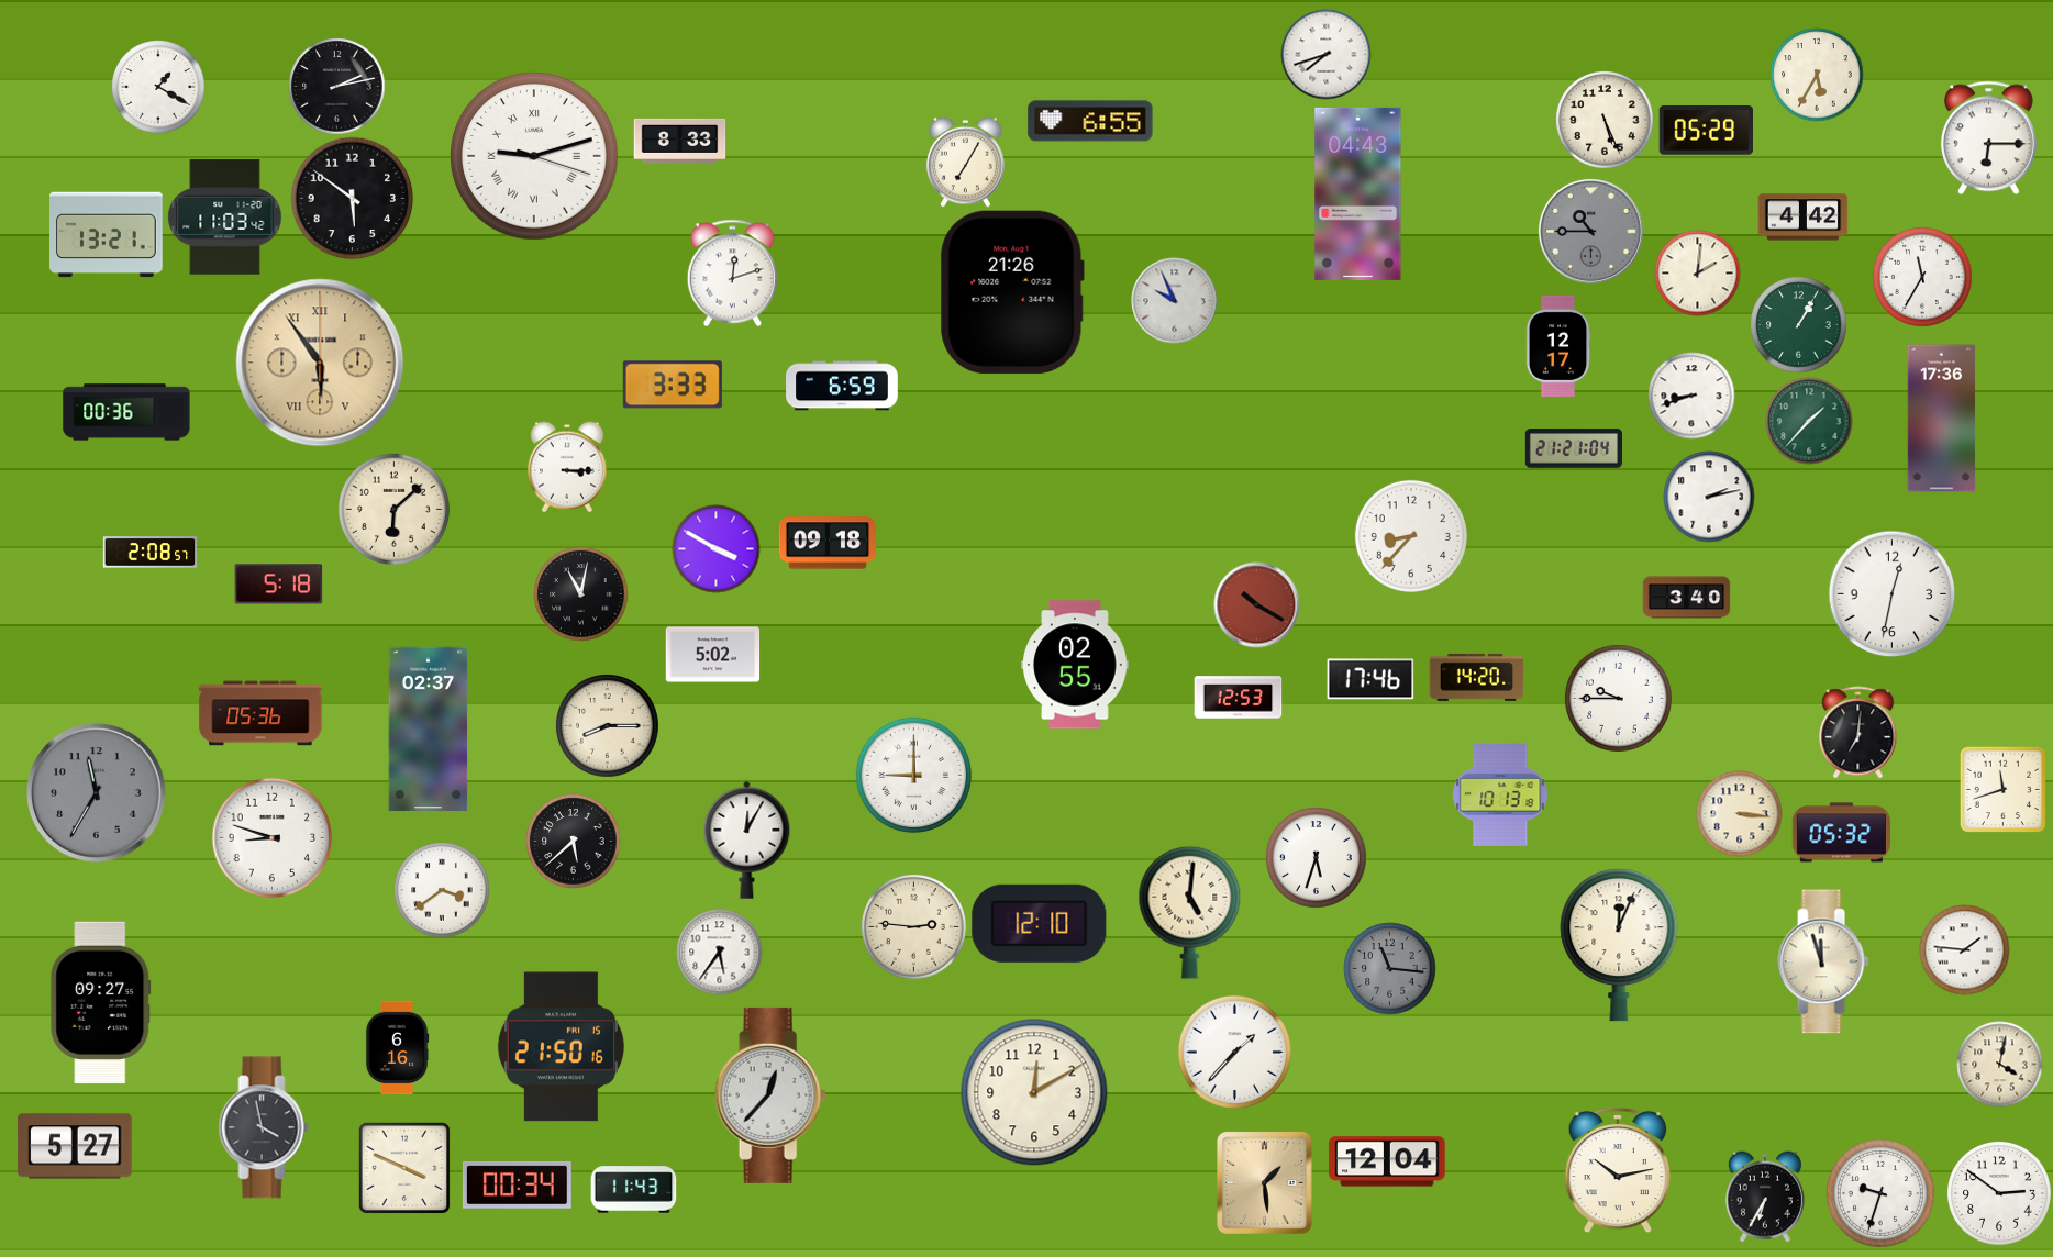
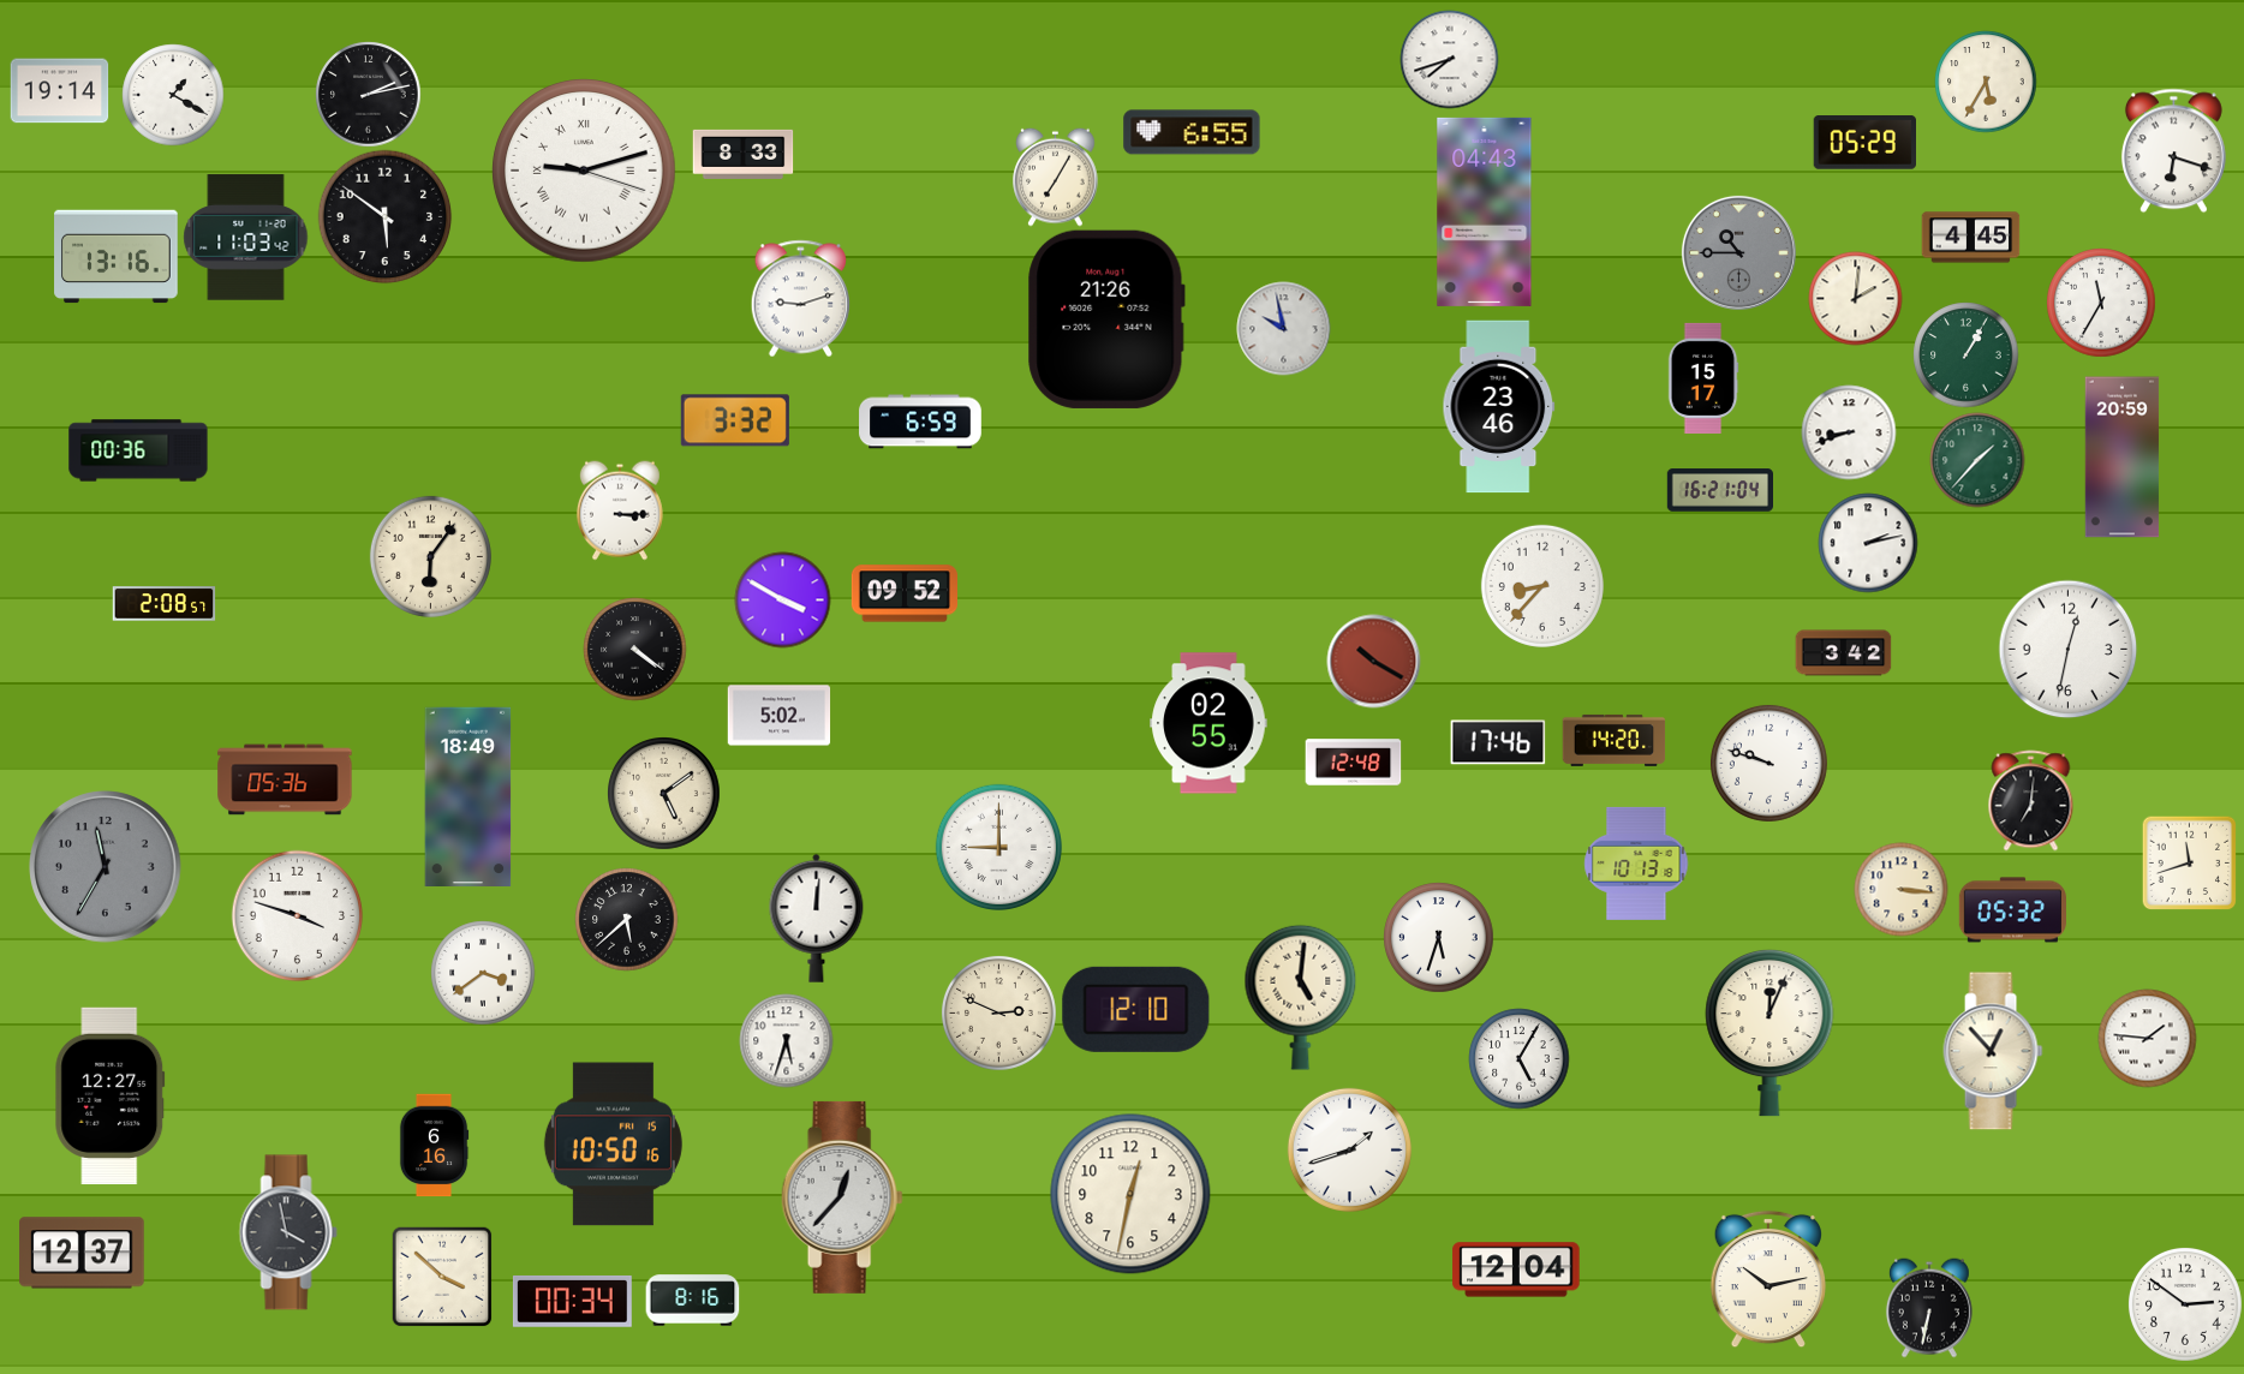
clock at (59, 91): none -> 19:14
clock at (1605, 120): 5:26 -> none
clock at (1988, 137): 6:15 -> 6:18
clock at (1802, 218): 4:42 -> 4:45
clock at (107, 235): 13:21 -> 13:16
clock at (733, 272): 12:12 -> 9:12
clock at (1174, 300): 9:56 -> 9:58
clock at (1558, 346): 12:17 -> 15:17
clock at (320, 363): 5:54 -> none
clock at (1499, 407): none -> 23:46
clock at (673, 385): 3:33 -> 3:32
clock at (1942, 419): 17:36 -> 20:59
clock at (1573, 448): 21:21 -> 16:21
clock at (393, 509): 6:08 -> 6:06
clock at (826, 543): 09:18 -> 09:52
clock at (278, 585): 5:18 -> none
clock at (580, 593): 11:02 -> 4:21
clock at (1686, 598): 3:40 -> 3:42
clock at (1075, 665) position: (1075, 665) -> (1208, 723)
clock at (1238, 698): 12:53 -> 12:48
clock at (1618, 698): 9:45 -> 9:48
clock at (608, 726): 8:15 -> 5:09
clock at (429, 728): 02:37 -> 18:49
clock at (1500, 794) position: (1500, 794) -> (1636, 864)
clock at (271, 837): 8:48 -> 3:48
clock at (747, 839): 12:05 -> 12:01
clock at (913, 926): 2:46 -> 2:49
clock at (719, 952): 5:36 -> 5:33
clock at (1823, 961): 11:57 -> 12:53
clock at (1389, 968): 11:16 -> 5:05
clock at (1389, 968) dial: grey -> white
clock at (101, 1003): 09:27 -> 12:27
clock at (561, 1047): 21:50 -> 10:50
clock at (1234, 1052): 1:37 -> 1:42
clock at (1999, 1064): 4:02 -> none
clock at (1034, 1092): 12:10 -> 12:32
clock at (75, 1146): 5:27 -> 12:37
clock at (404, 1168): 3:49 -> 3:52
clock at (1265, 1183): 1:29 -> none
clock at (517, 1184) position: (517, 1184) -> (572, 1301)
clock at (633, 1190): 11:43 -> 8:16
clock at (1880, 1193): 9:33 -> none
clock at (1765, 1197): 6:35 -> 6:32
